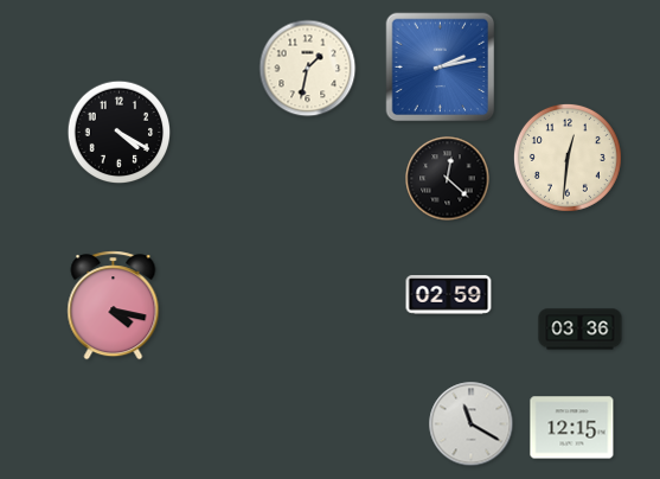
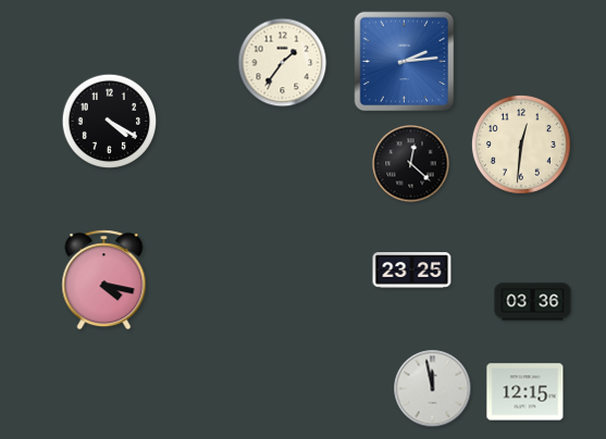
clock at (441, 68): 2:13 -> 2:14
clock at (308, 69): 1:32 -> 1:36
clock at (449, 295): 02:59 -> 23:25
clock at (472, 424): 11:20 -> 11:58
